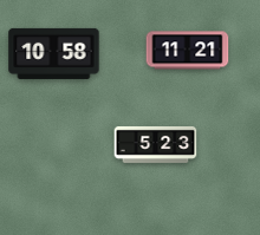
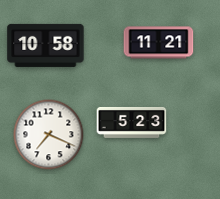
clock at (49, 135): none -> 7:19
